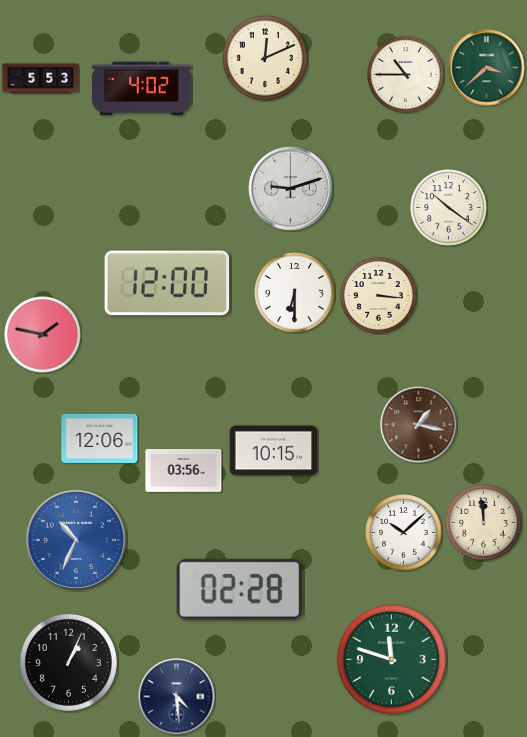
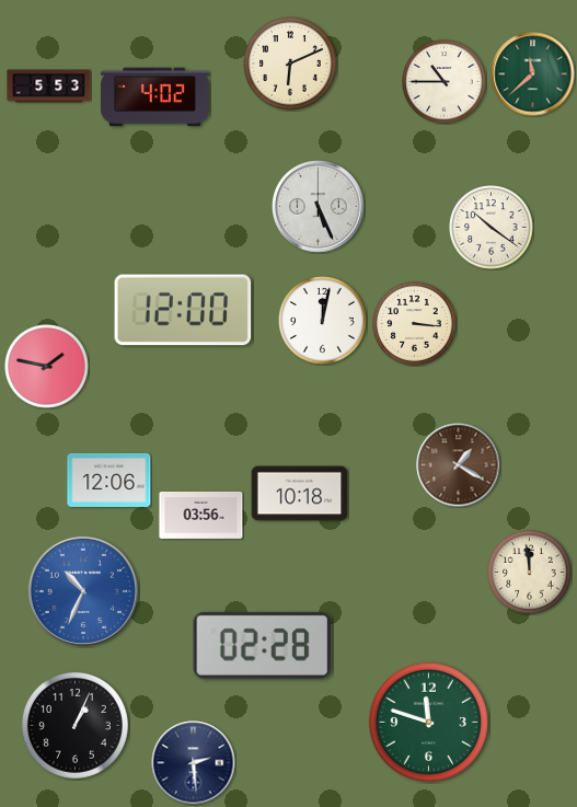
clock at (266, 59): 12:11 -> 6:11
clock at (487, 68): 3:38 -> 11:38
clock at (41, 79) position: (41, 79) -> (49, 87)
clock at (291, 189): 9:12 -> 5:26
clock at (295, 293): 6:30 -> 12:02
clock at (419, 425): 1:17 -> 1:20
clock at (274, 451): 10:15 -> 10:18
clock at (404, 533): 10:08 -> none
clock at (177, 697): 4:29 -> 2:29
